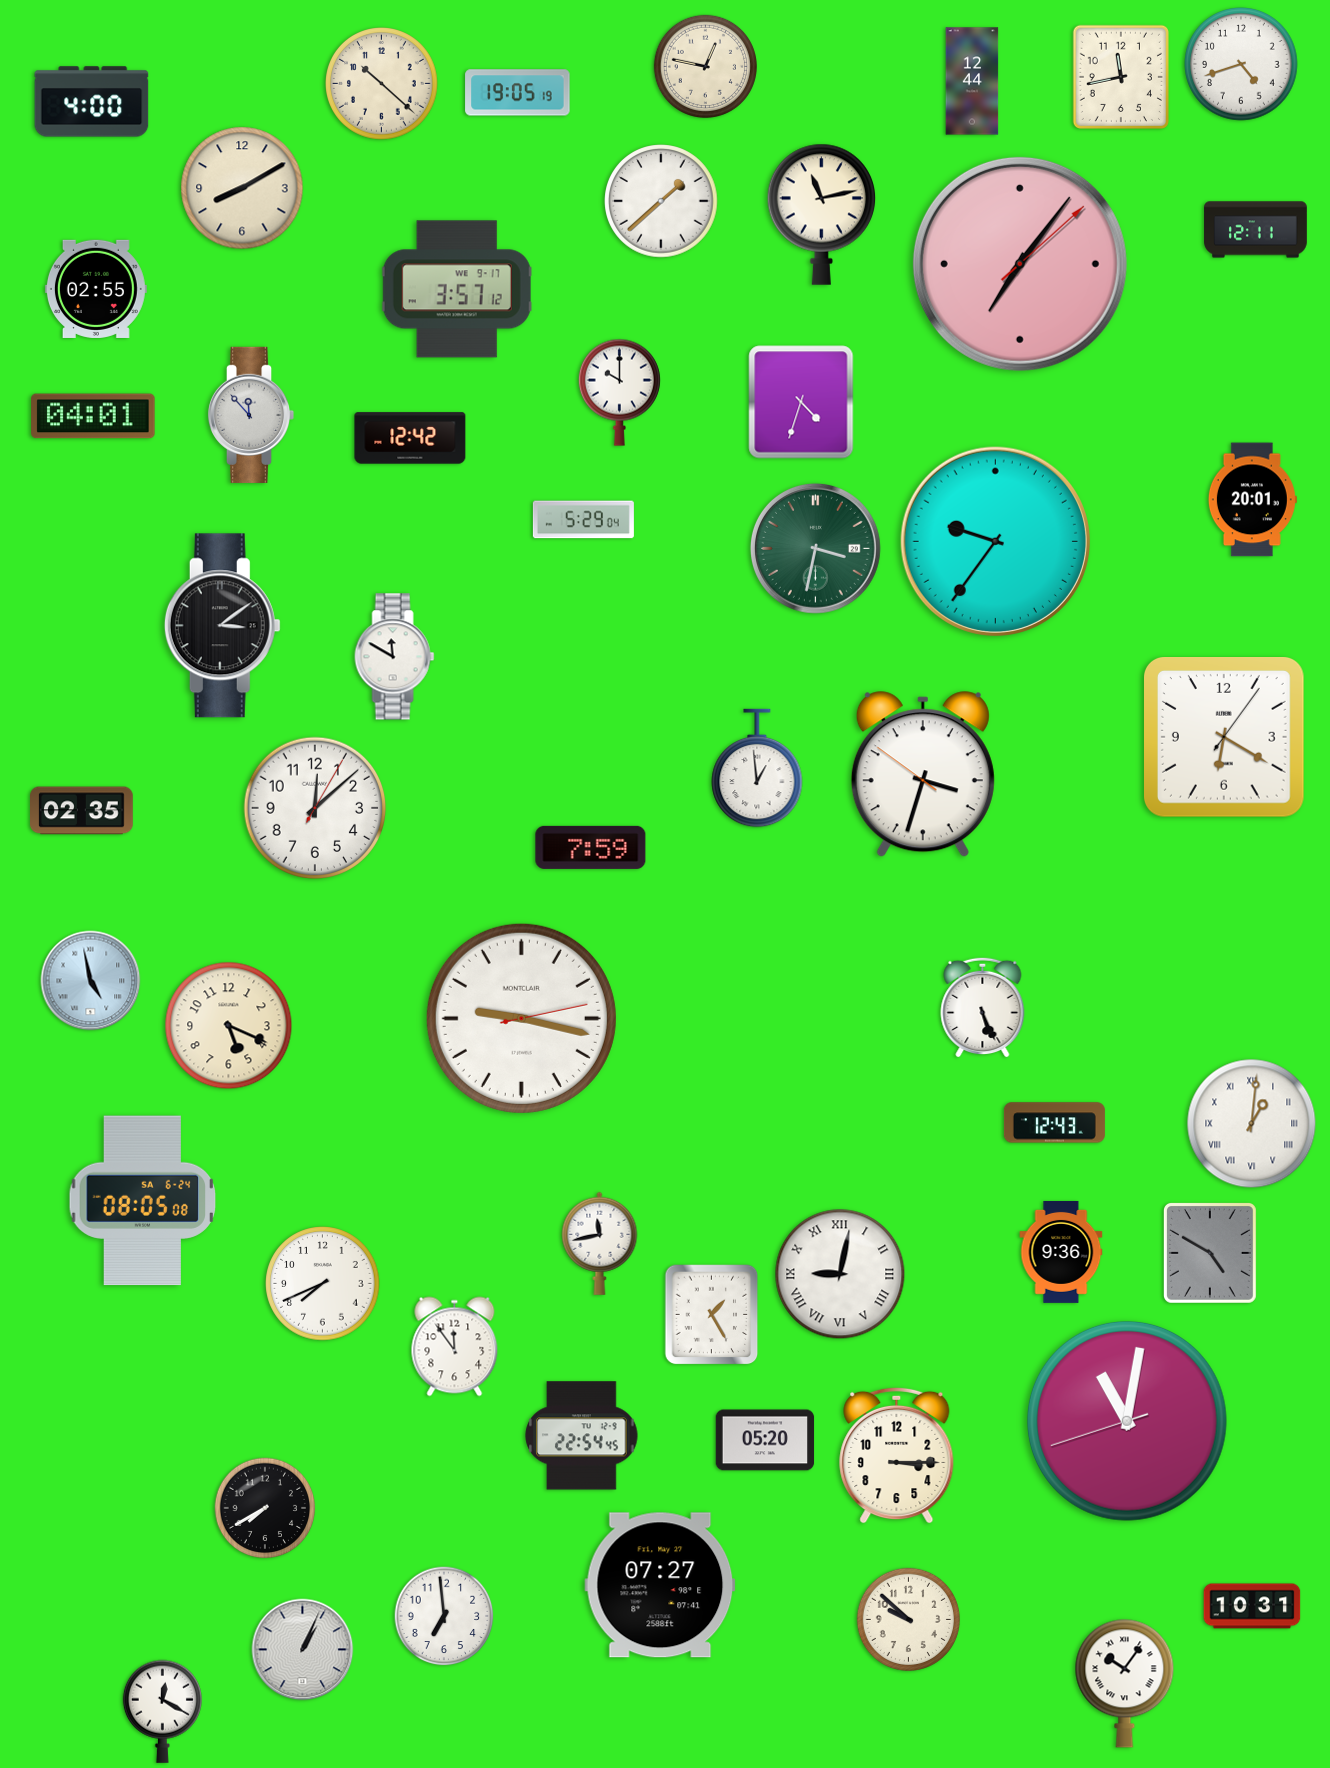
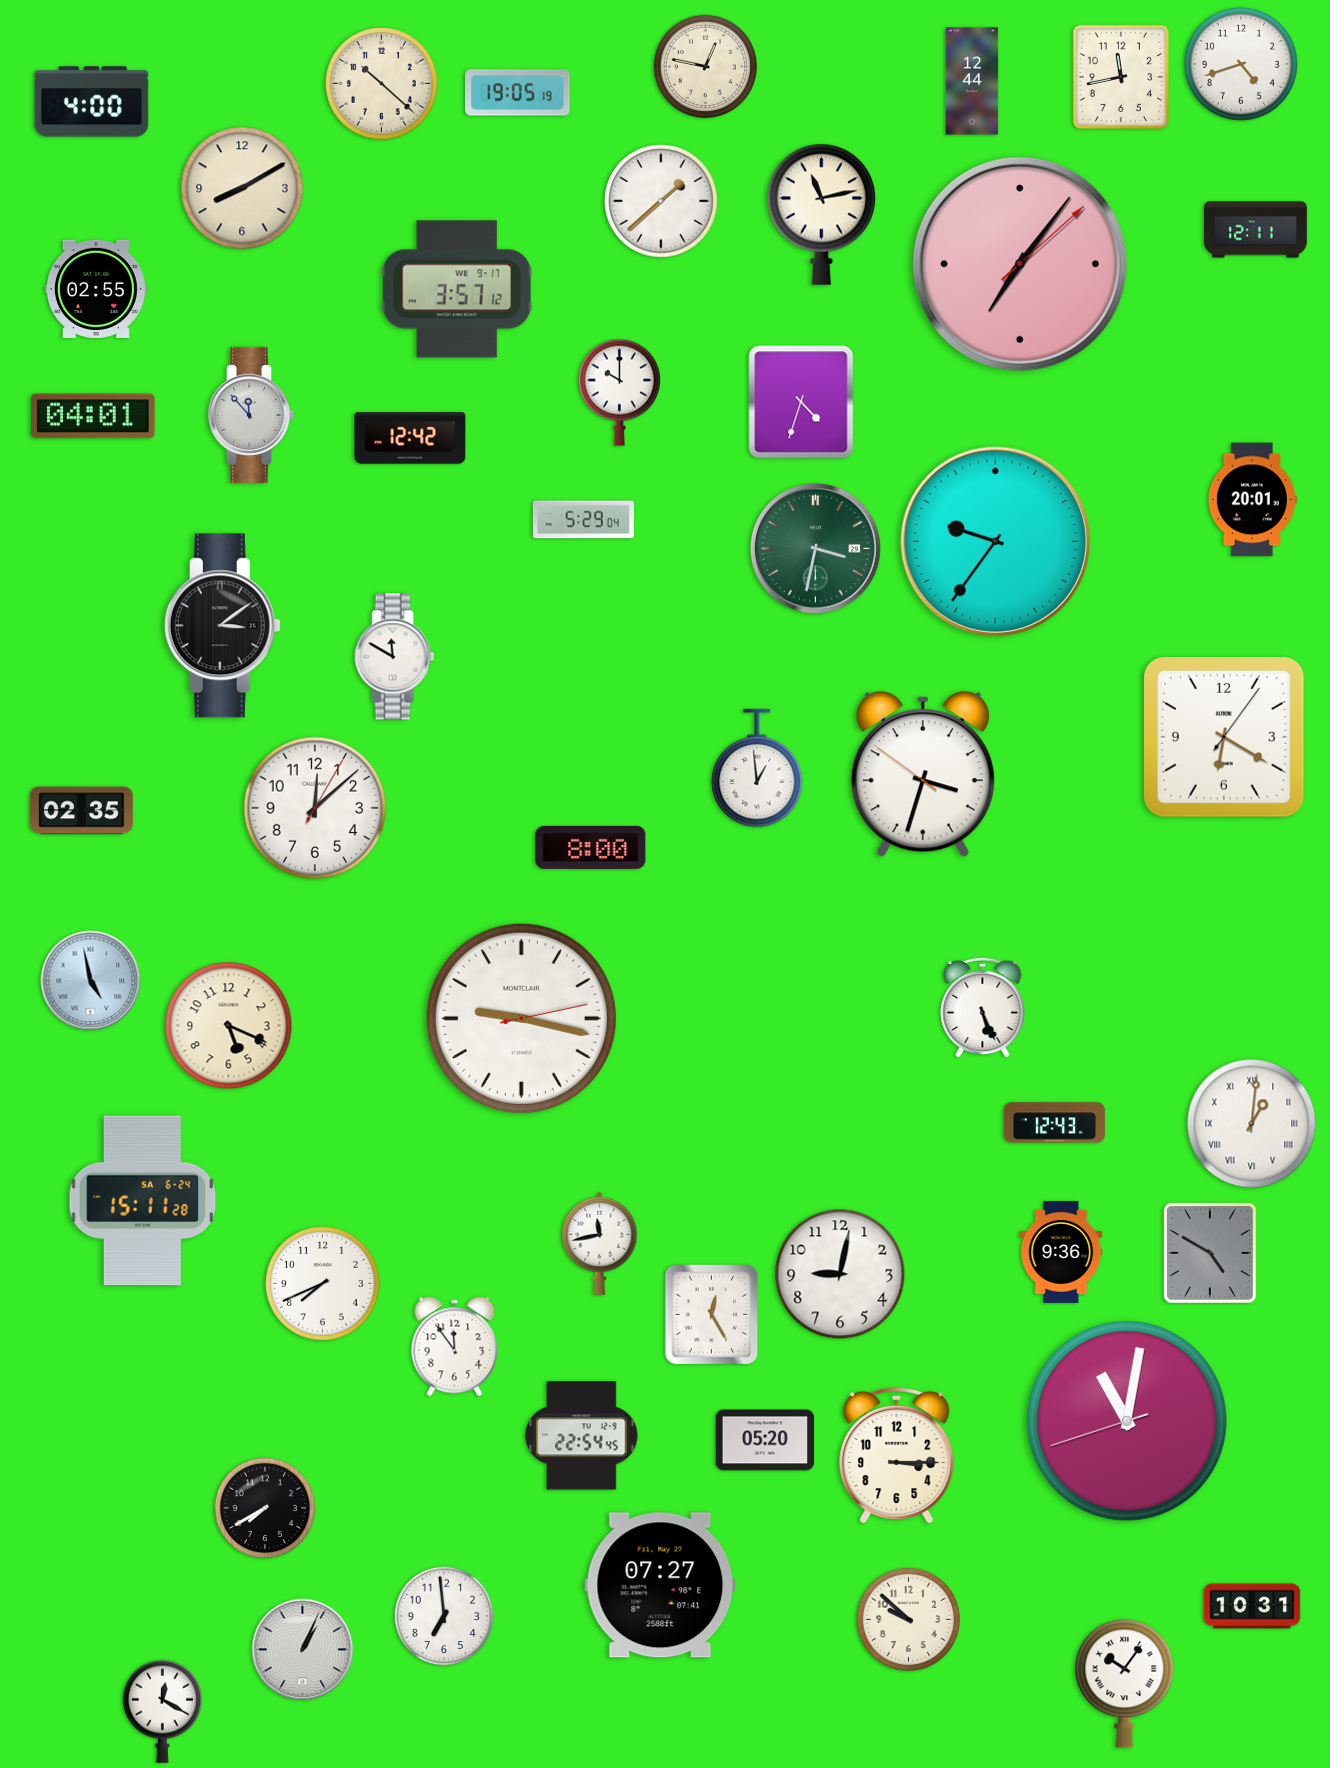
clock at (591, 847): 7:59 -> 8:00
clock at (143, 1201): 08:05 -> 15:11
clock at (840, 1274) numerals: Roman -> Arabic
clock at (712, 1315): 1:25 -> 12:25
